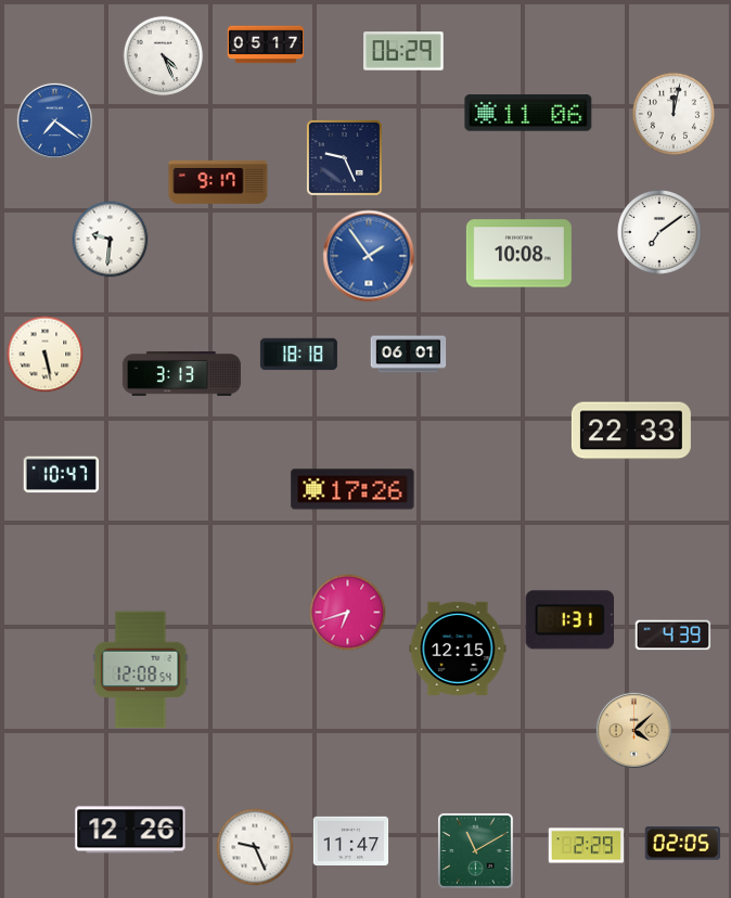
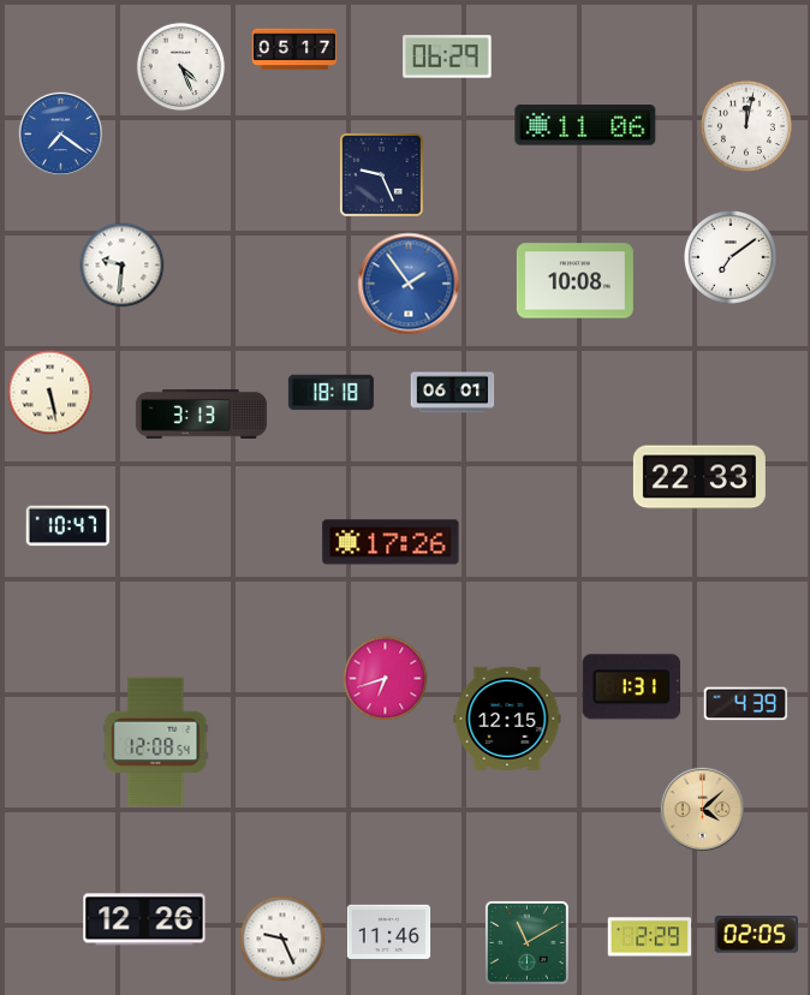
clock at (164, 56) position: (164, 56) -> (181, 67)
clock at (218, 182): 9:17 -> none
clock at (351, 841): 11:47 -> 11:46
